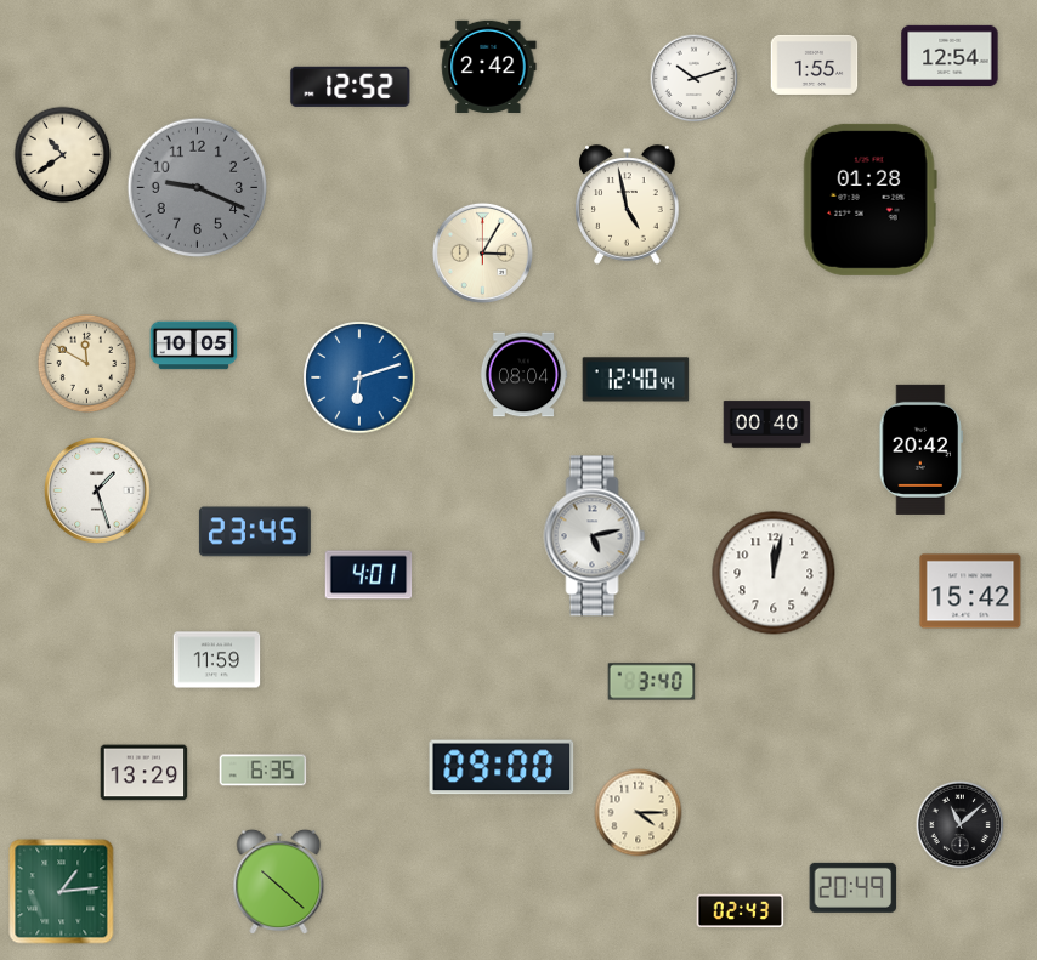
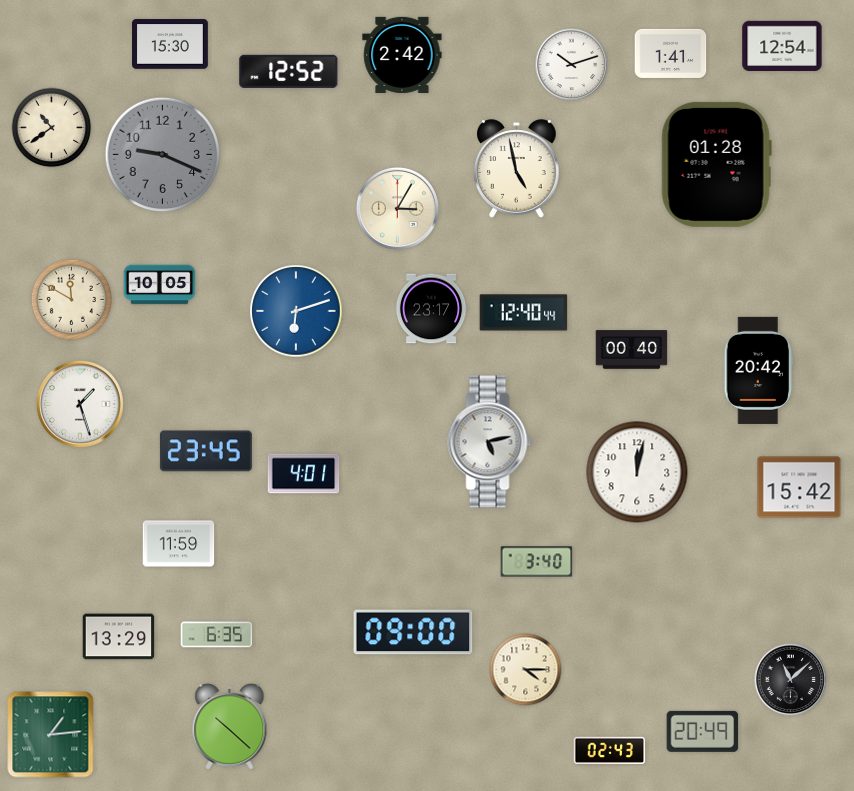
clock at (171, 44): none -> 15:30
clock at (815, 64): 1:55 -> 1:41
clock at (523, 375): 08:04 -> 23:17
clock at (255, 532) position: (255, 532) -> (206, 451)
